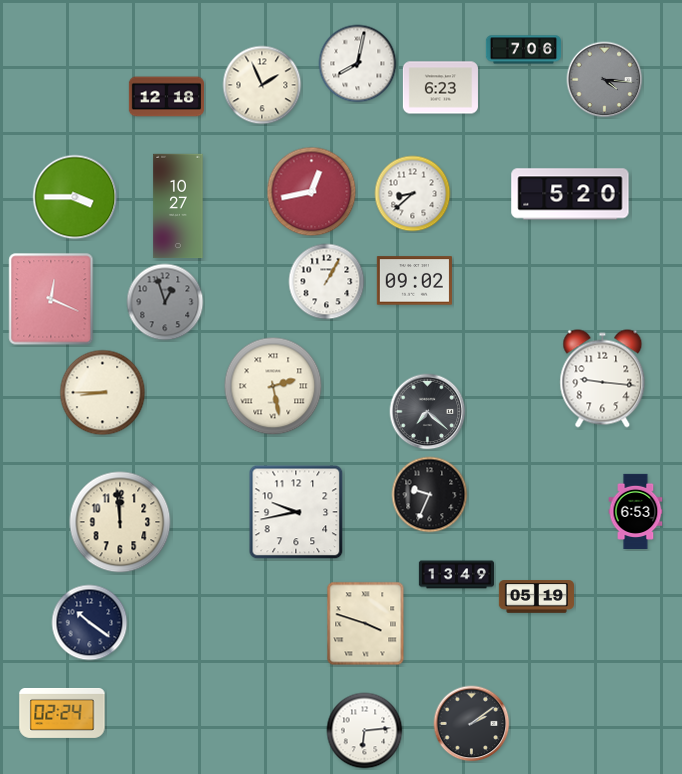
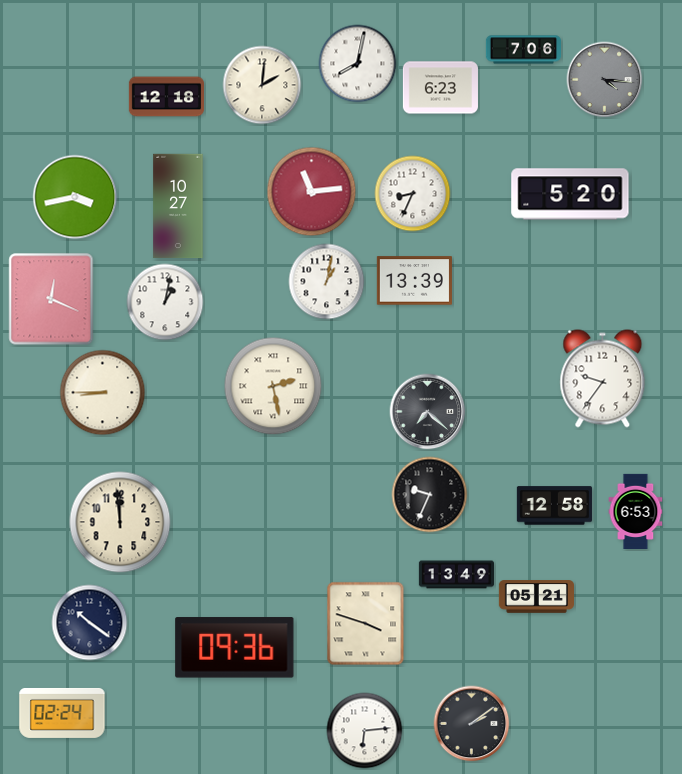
clock at (262, 85): 1:56 -> 2:01
clock at (312, 192): 12:43 -> 11:14
clock at (413, 194): 8:38 -> 8:34
clock at (75, 197): 3:45 -> 3:43
clock at (414, 281): 09:02 -> 13:39
clock at (327, 282): 1:05 -> 1:02
clock at (165, 302): 12:57 -> 1:02
clock at (165, 302) dial: grey -> white
clock at (603, 379): 9:16 -> 9:36
clock at (554, 506): none -> 12:58
clock at (296, 512): 9:43 -> none
clock at (536, 597): 05:19 -> 05:21
clock at (235, 648): none -> 09:36
